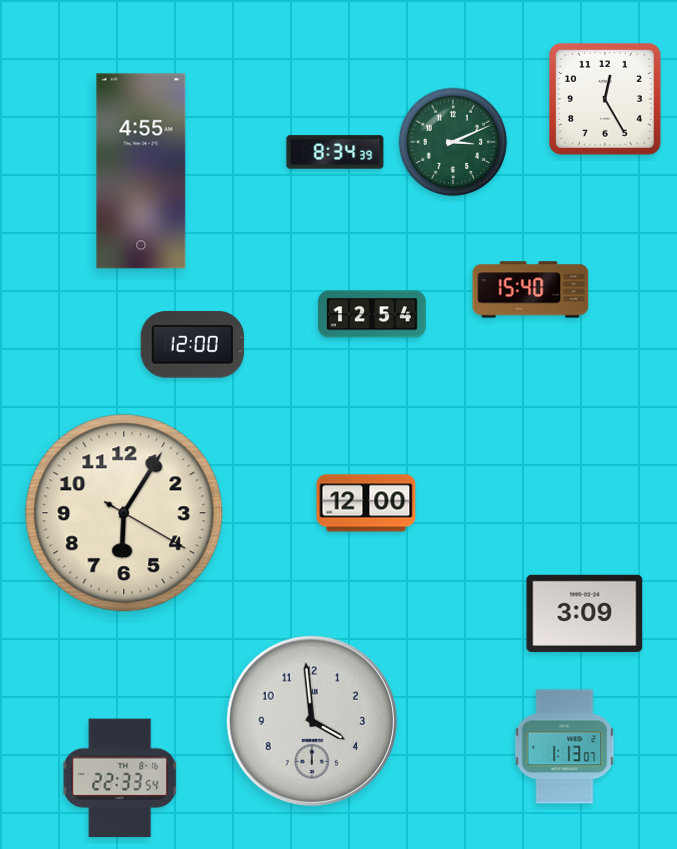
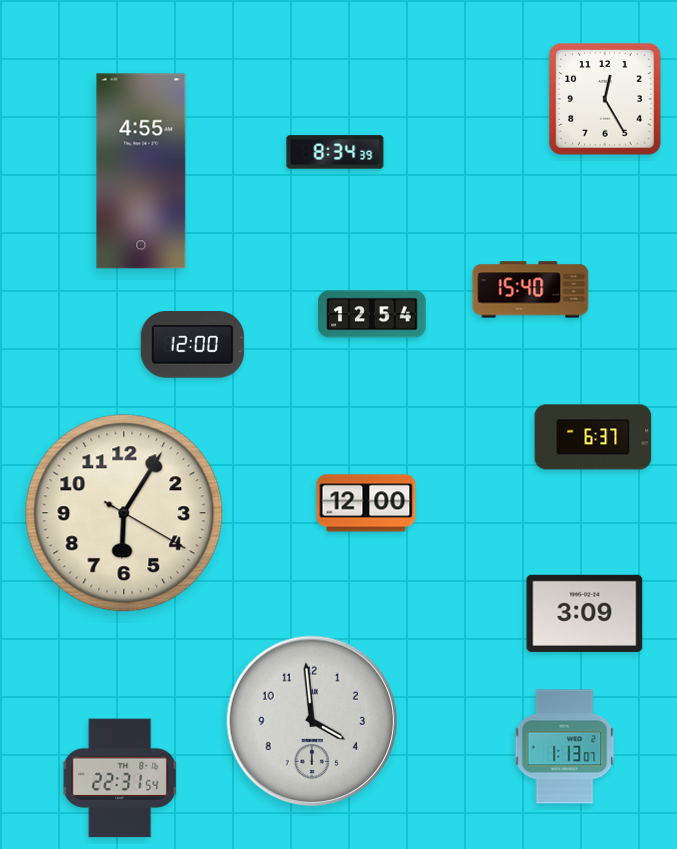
clock at (453, 142): 3:11 -> none
clock at (593, 437): none -> 6:37
clock at (120, 778): 22:33 -> 22:31
